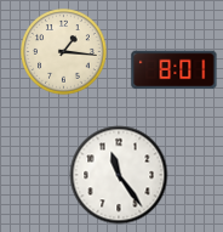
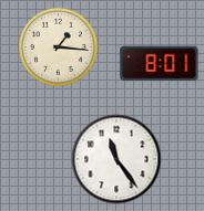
clock at (119, 175) position: (119, 175) -> (116, 159)
